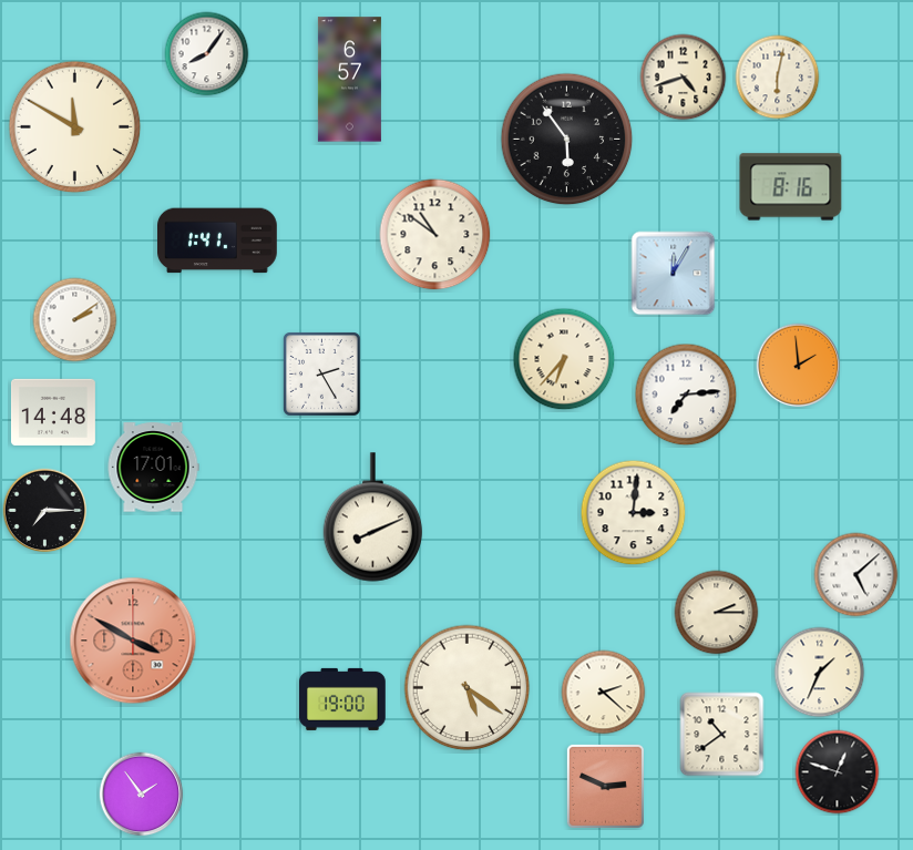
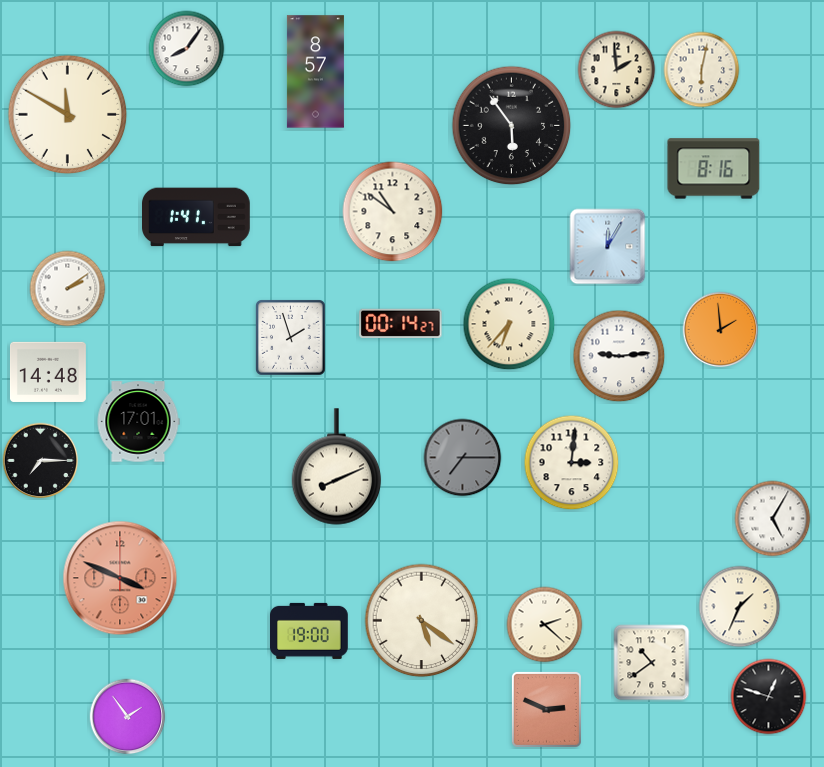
clock at (684, 78): 4:42 -> 1:59
clock at (349, 80): 6:57 -> 8:57
clock at (401, 323): none -> 00:14
clock at (322, 375): 2:25 -> 1:57
clock at (686, 395): 7:14 -> 9:14
clock at (463, 458): none -> 7:15
clock at (856, 575): 5:08 -> 5:05
clock at (717, 613): 2:15 -> none
clock at (133, 641): 3:50 -> 3:49
clock at (838, 772) position: (838, 772) -> (769, 697)
